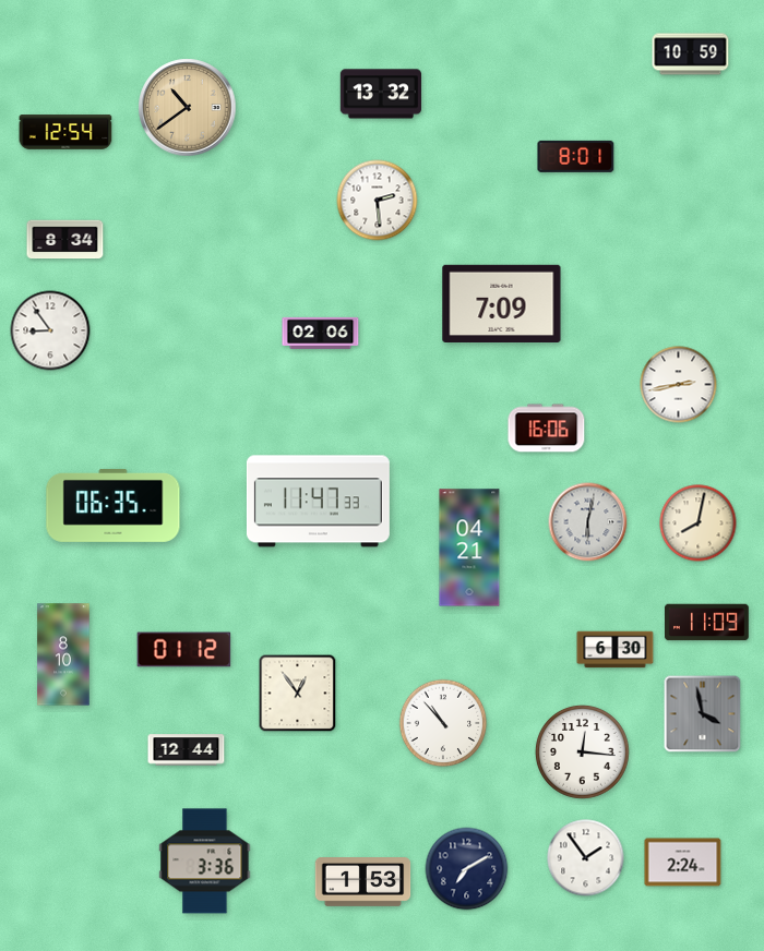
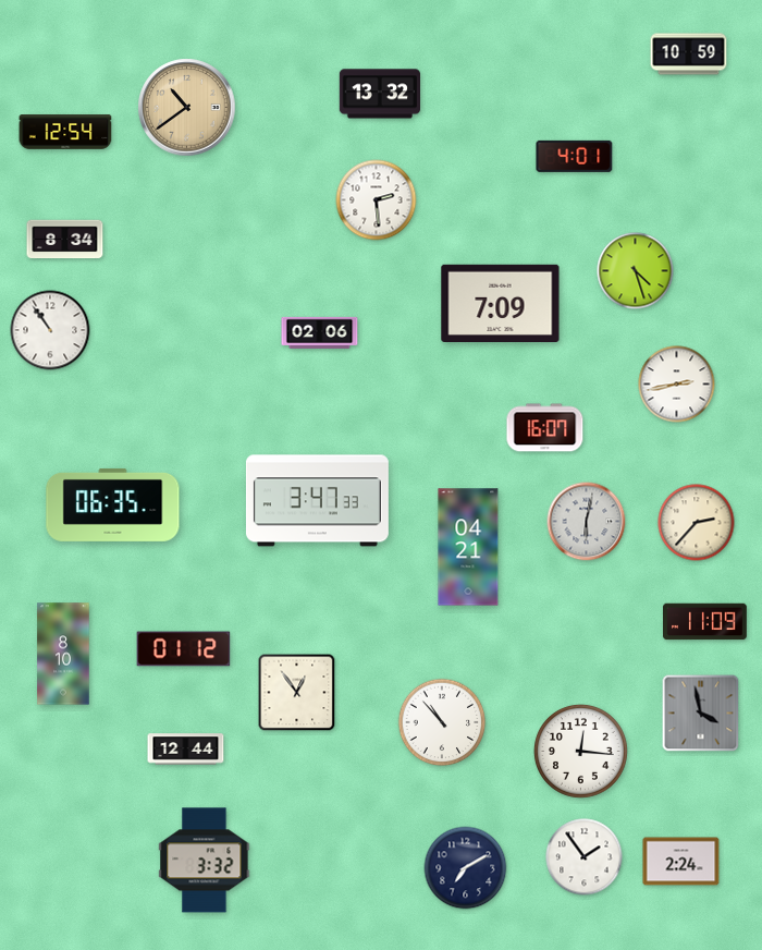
clock at (576, 156): 8:01 -> 4:01
clock at (636, 271): none -> 4:27
clock at (50, 330): 8:54 -> 10:54
clock at (547, 429): 16:06 -> 16:07
clock at (318, 502): 11:47 -> 3:47
clock at (699, 523): 8:02 -> 2:37
clock at (616, 650): 6:30 -> none
clock at (205, 862): 3:36 -> 3:32
clock at (363, 882): 1:53 -> none
